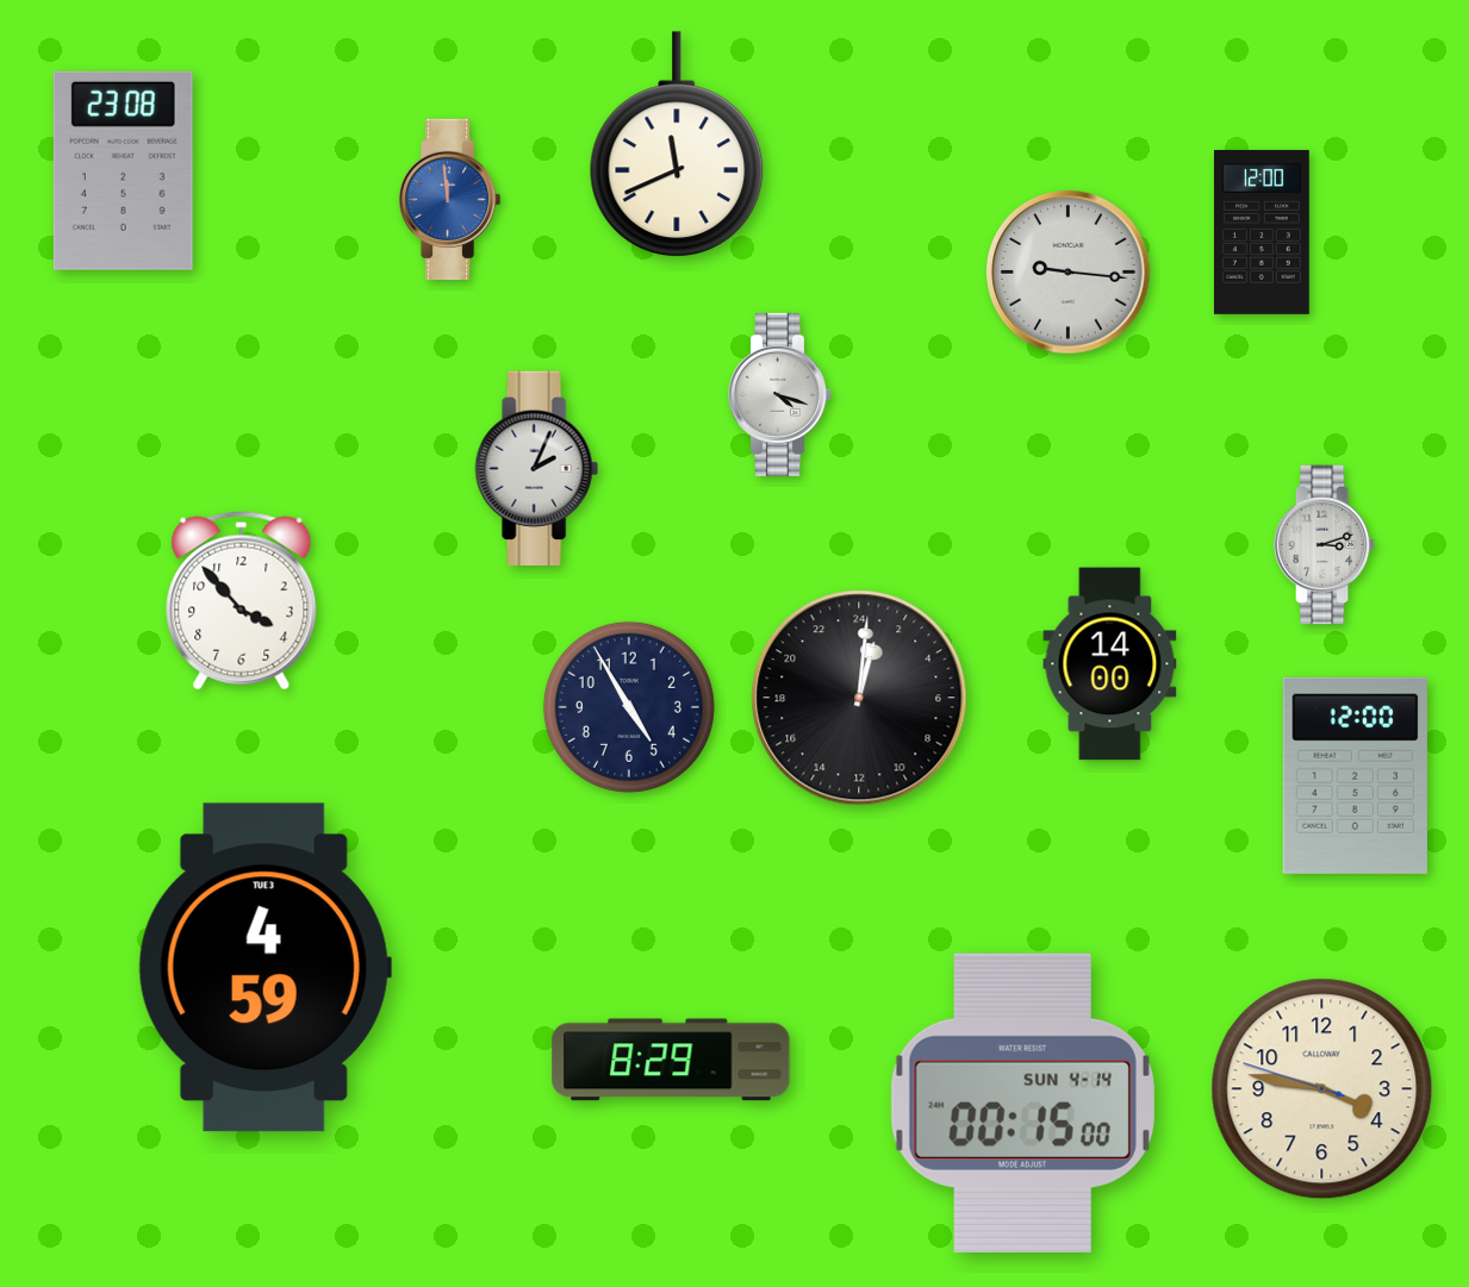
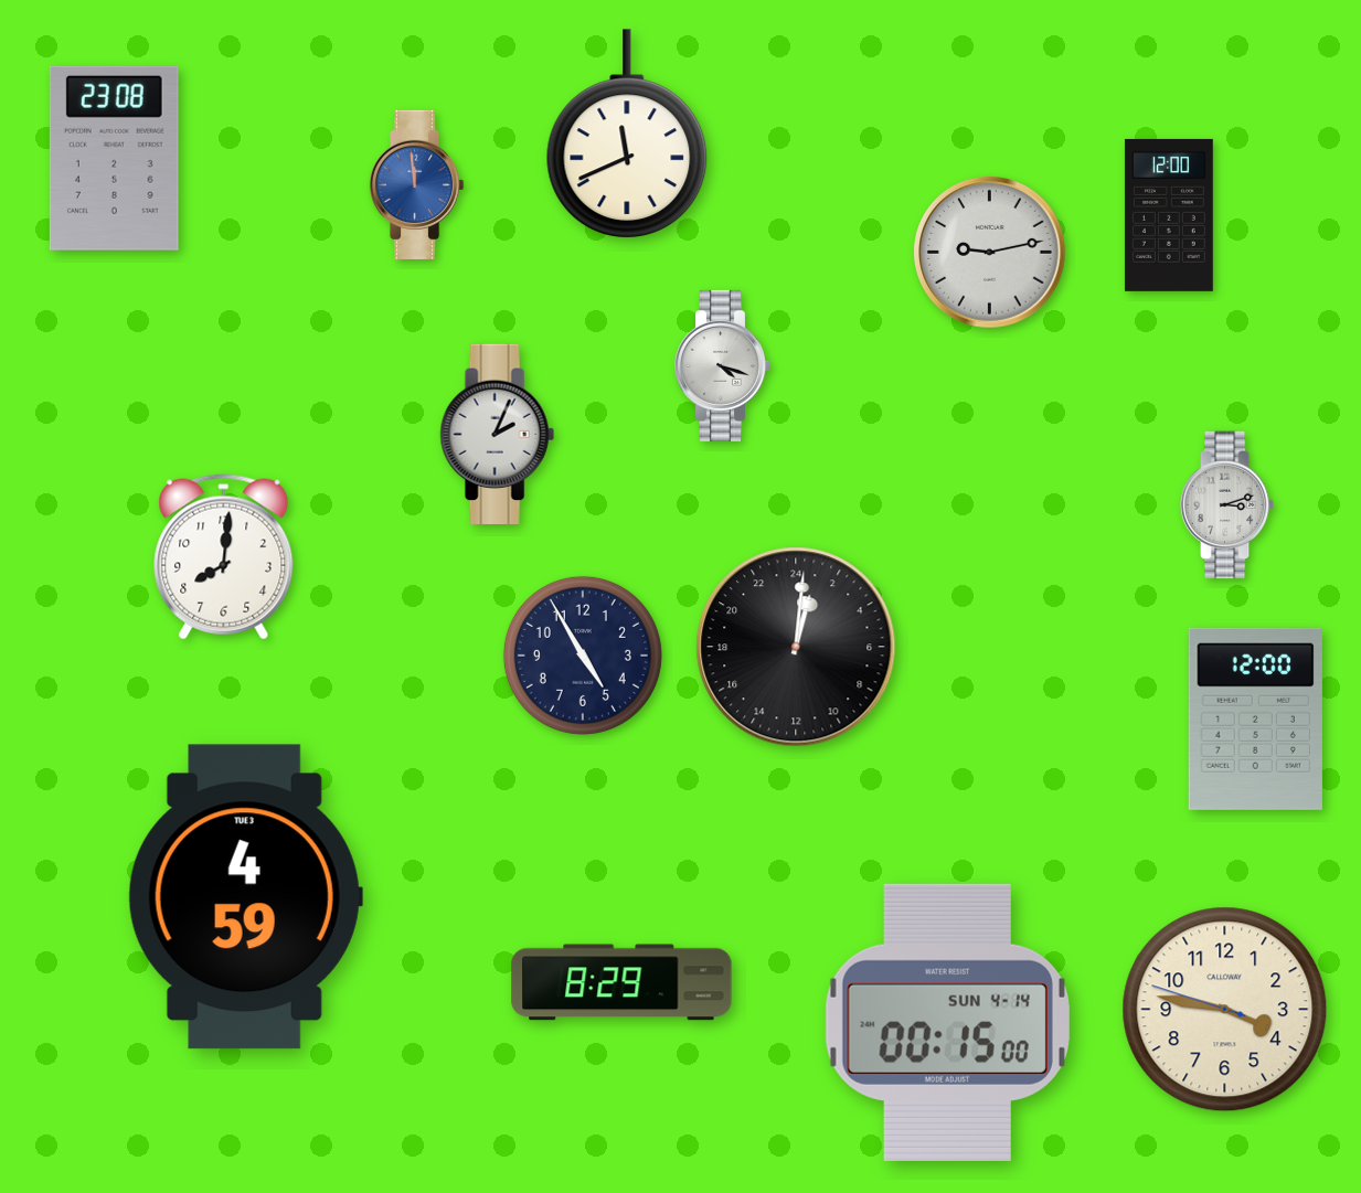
clock at (1069, 273): 9:16 -> 9:13
clock at (242, 601): 3:53 -> 8:01
clock at (1110, 664): 14:00 -> none
